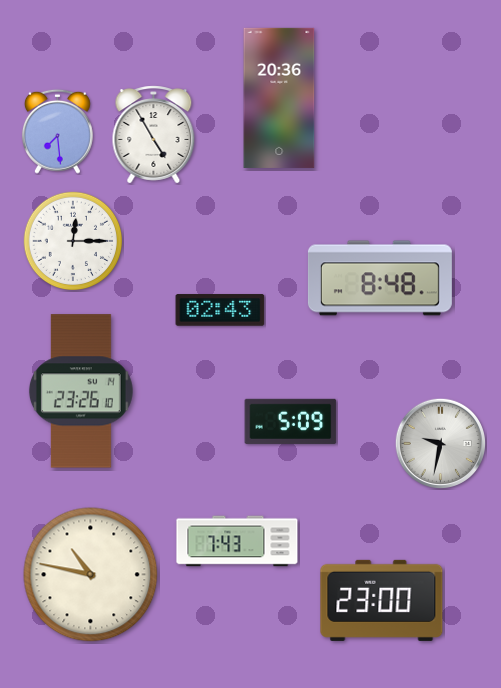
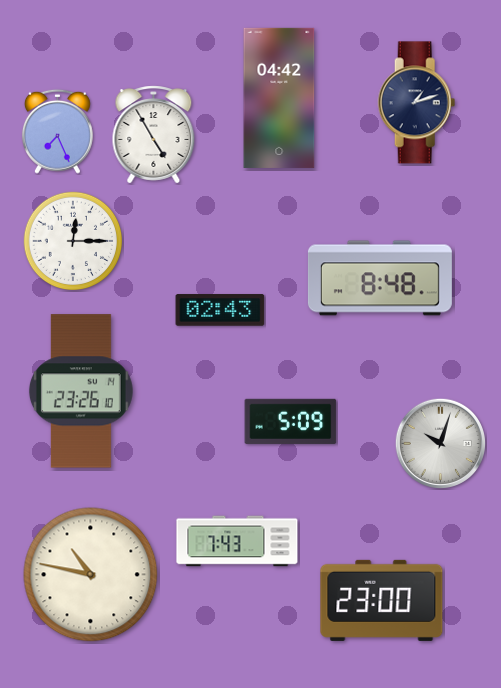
clock at (279, 98): 20:36 -> 04:42
clock at (417, 103): none -> 1:12
clock at (57, 131): 7:29 -> 7:26
clock at (440, 443): 9:32 -> 10:03
